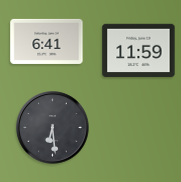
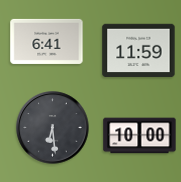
clock at (140, 136): none -> 10:00
